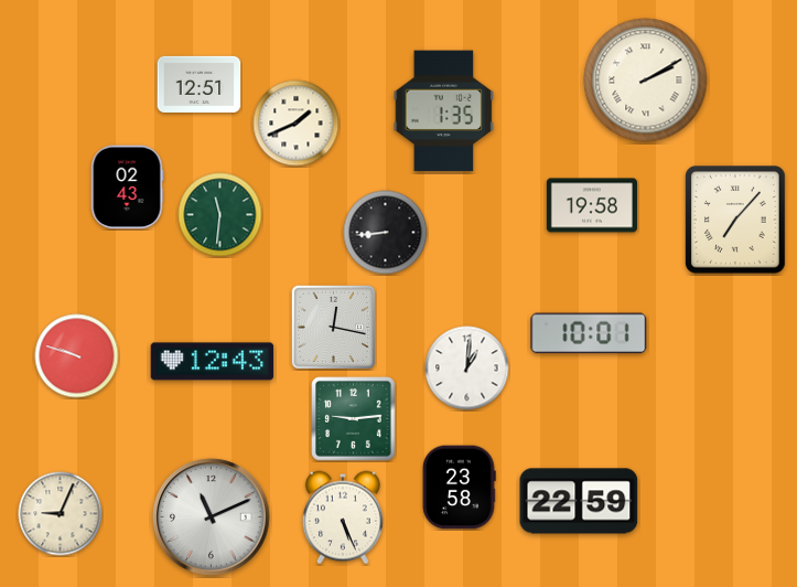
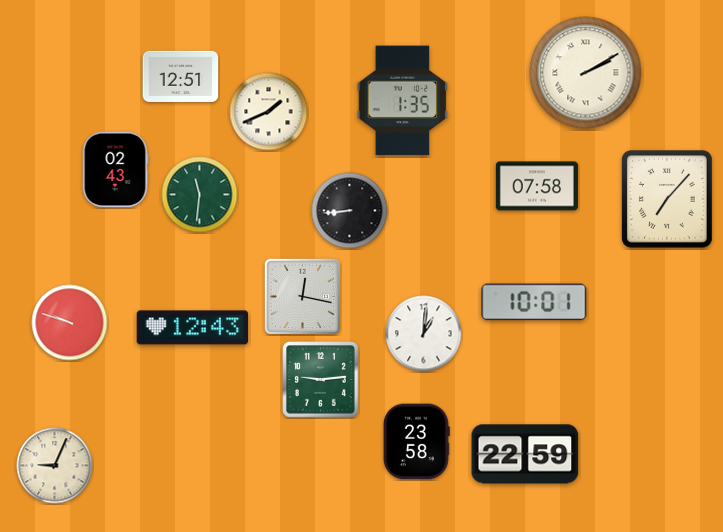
clock at (592, 205): 19:58 -> 07:58
clock at (212, 517): 11:11 -> none
clock at (343, 517): 5:26 -> none
